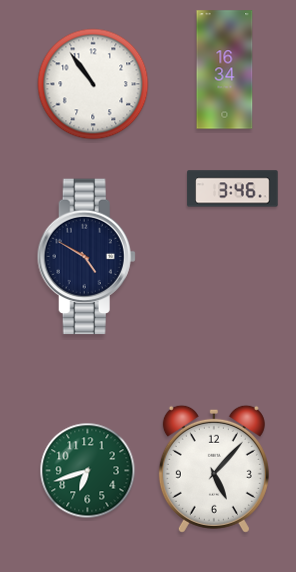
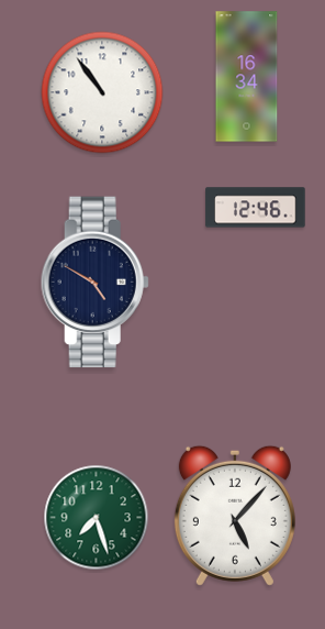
clock at (233, 189): 3:46 -> 12:46
clock at (88, 471): 6:42 -> 7:27
